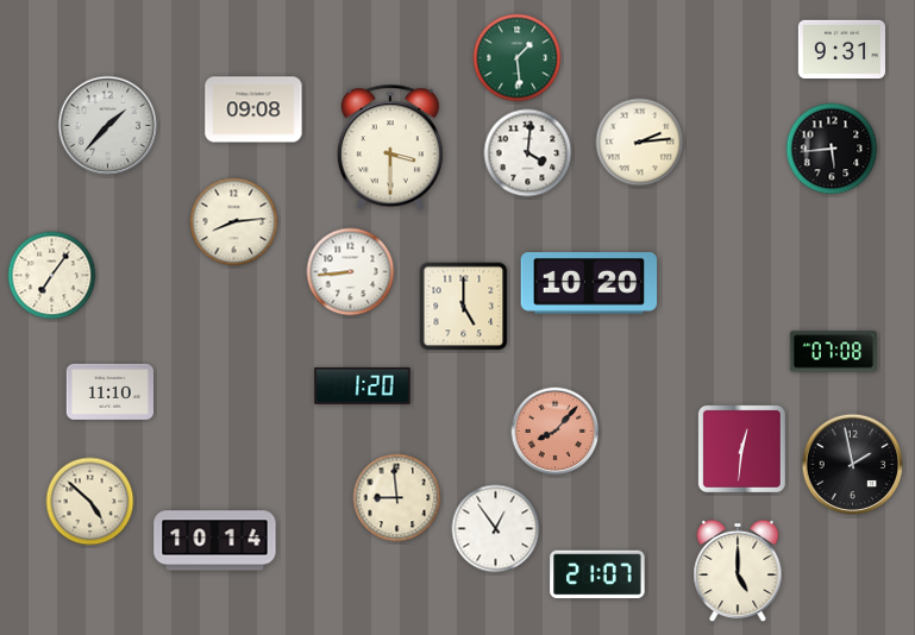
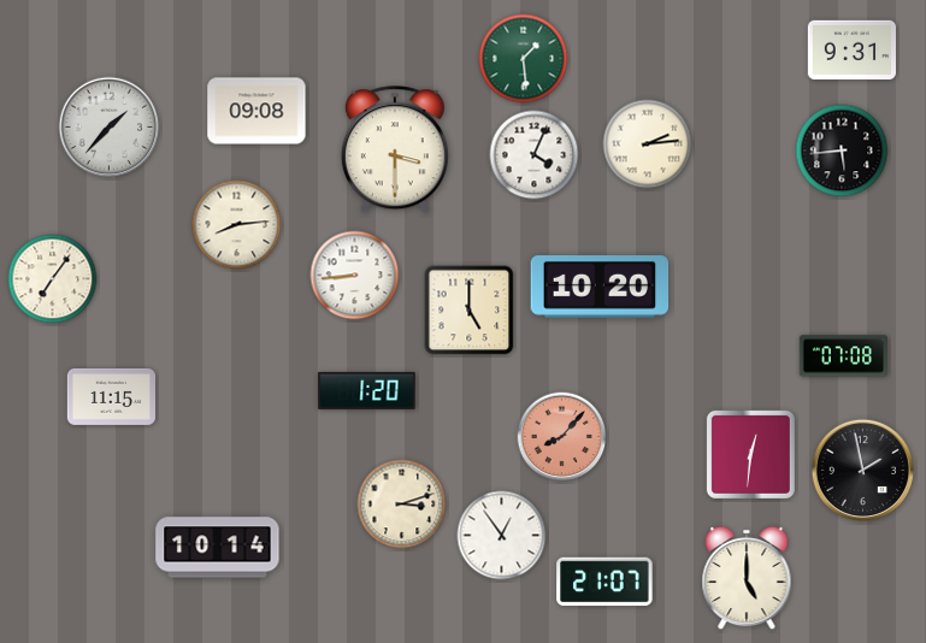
clock at (528, 153): 4:01 -> 4:04
clock at (589, 284) position: (589, 284) -> (600, 288)
clock at (109, 391): 11:10 -> 11:15
clock at (397, 498): 8:59 -> 3:12
clock at (90, 502): 4:52 -> none
